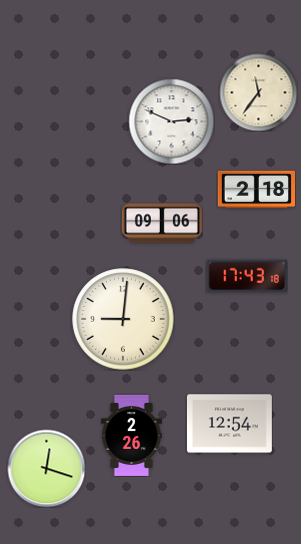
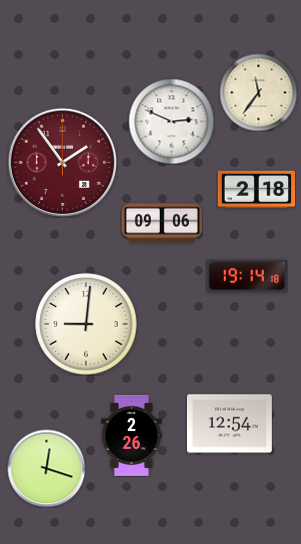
clock at (62, 162): none -> 1:54
clock at (247, 276): 17:43 -> 19:14
clock at (123, 319) position: (123, 319) -> (86, 324)
